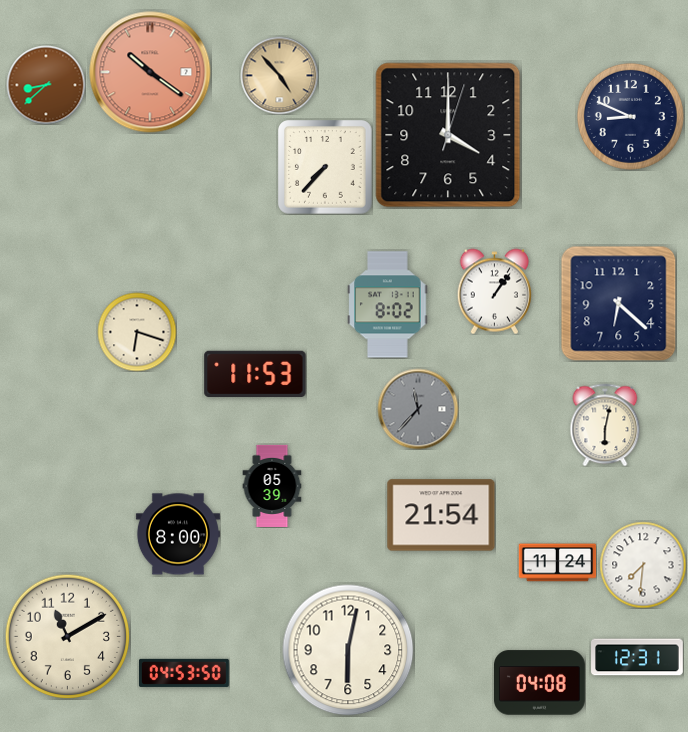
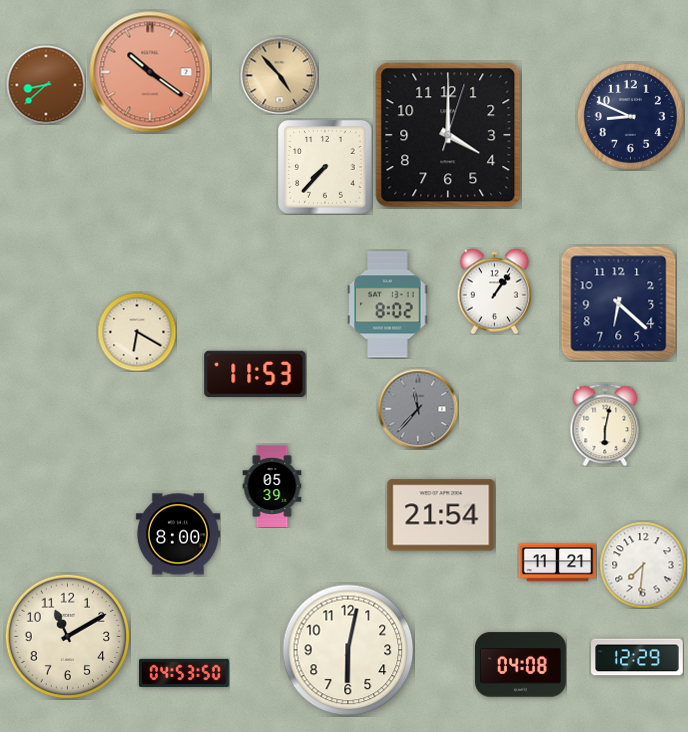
clock at (137, 332): 6:18 -> 6:20
clock at (557, 563): 11:24 -> 11:21
clock at (637, 657): 12:31 -> 12:29
clock at (540, 683) position: (540, 683) -> (521, 665)
